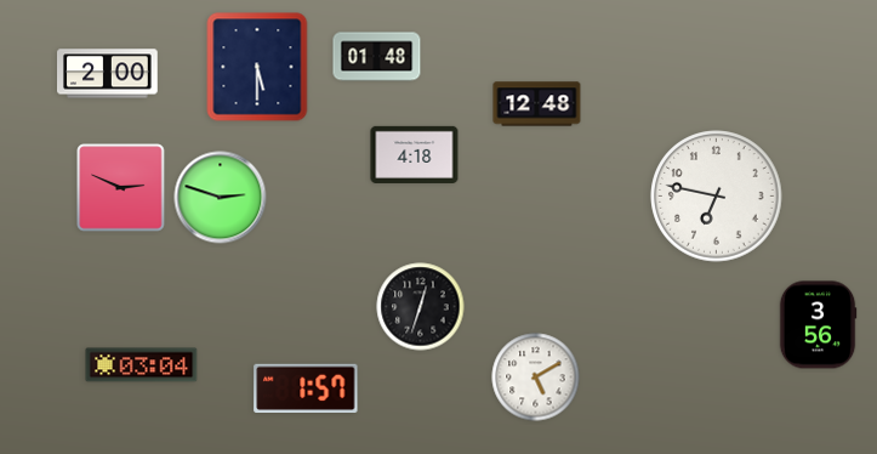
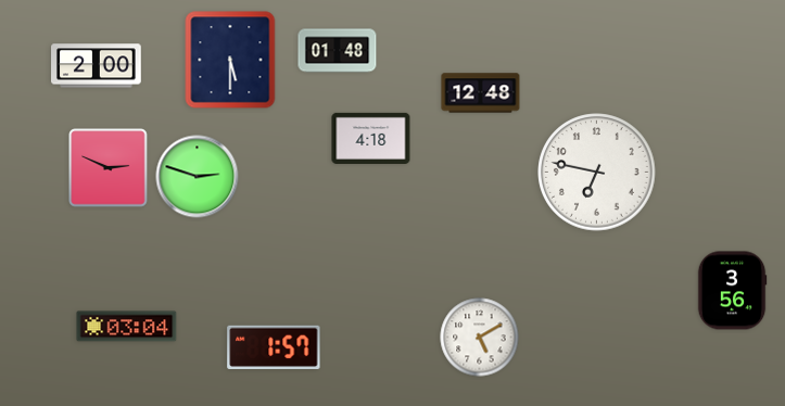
clock at (717, 197) position: (717, 197) -> (597, 173)
clock at (421, 307): 12:33 -> none
